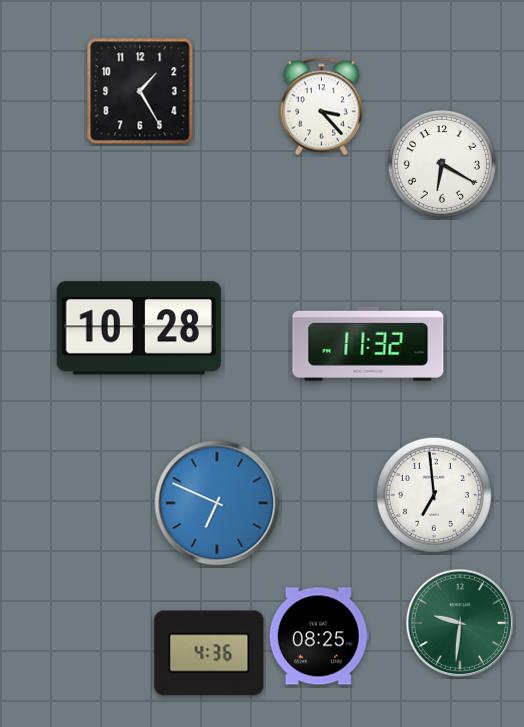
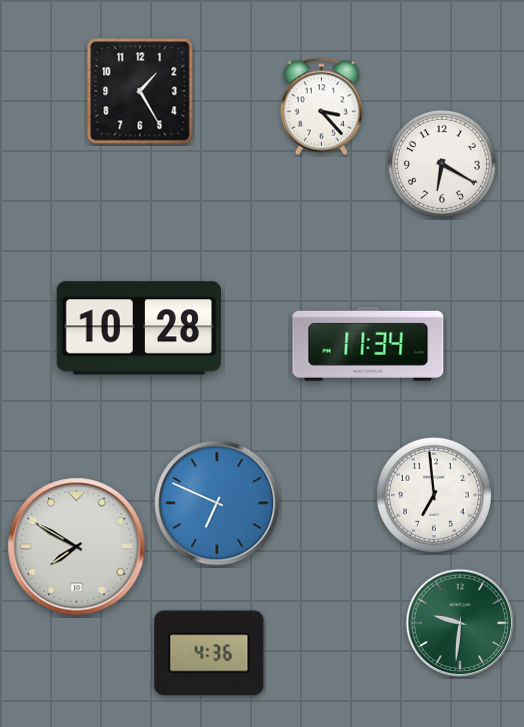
clock at (368, 344): 11:32 -> 11:34
clock at (77, 547): none -> 7:50
clock at (319, 636): 08:25 -> none
